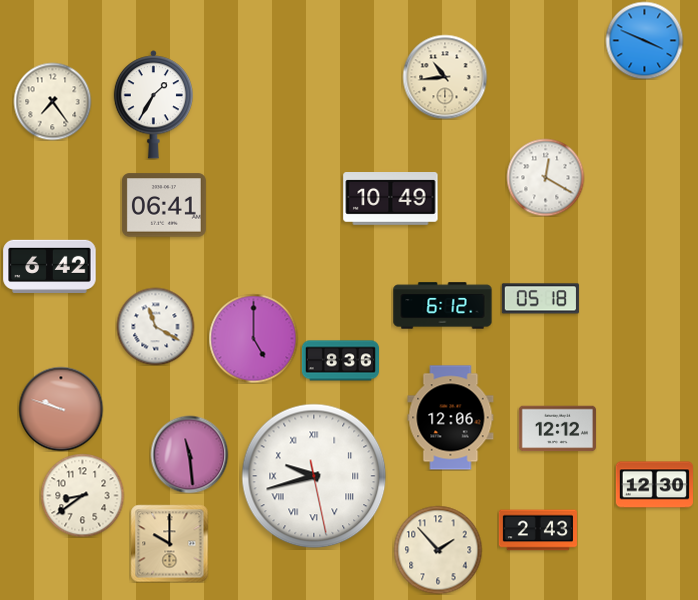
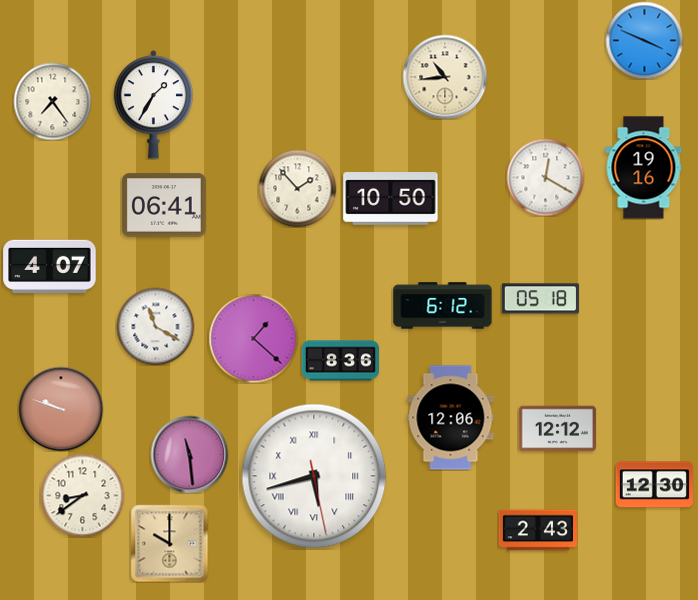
clock at (644, 168): none -> 19:16
clock at (297, 188): none -> 1:53
clock at (391, 199): 10:49 -> 10:50
clock at (50, 266): 6:42 -> 4:07
clock at (253, 338): 5:00 -> 1:22
clock at (314, 476): 9:42 -> 5:42
clock at (438, 550): 1:53 -> none
